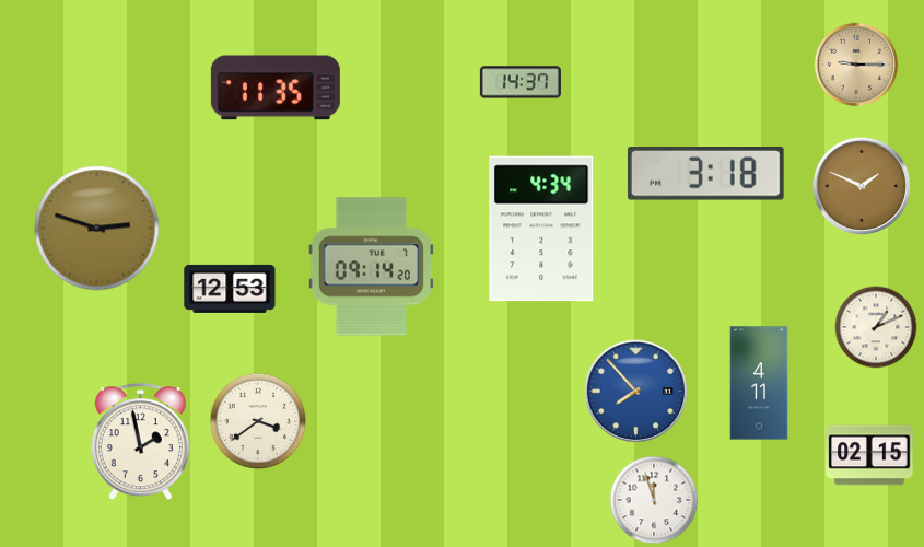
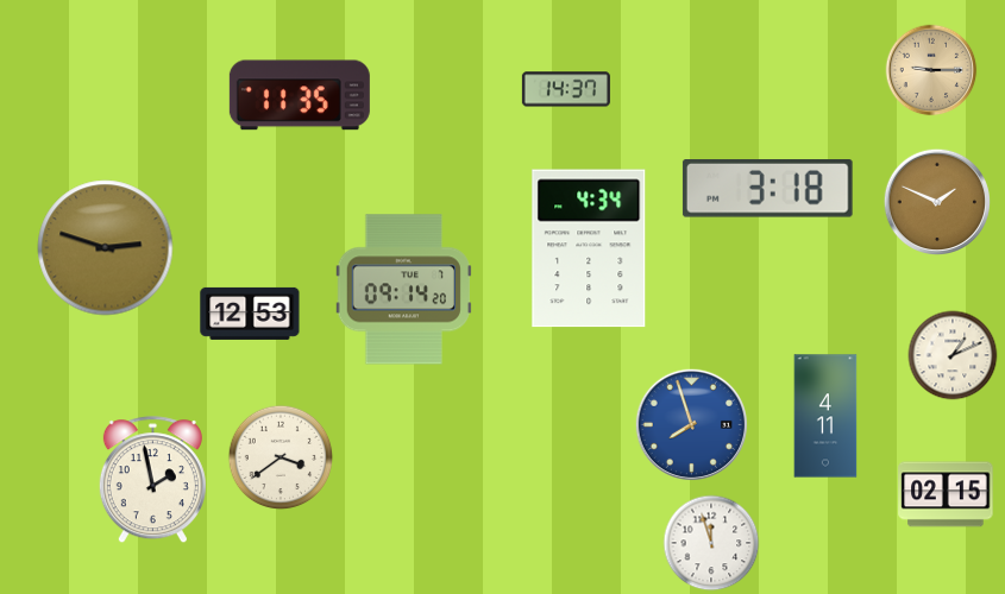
clock at (635, 391): 7:53 -> 7:57
